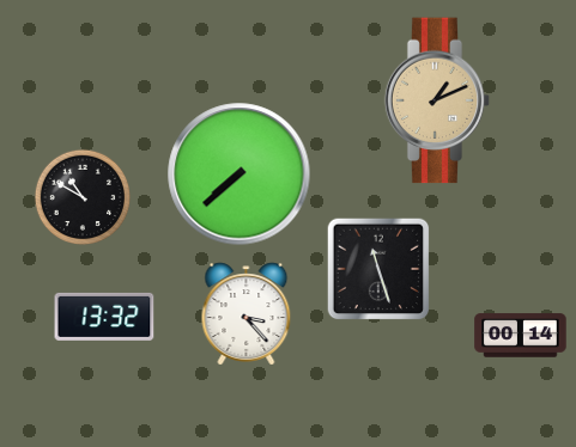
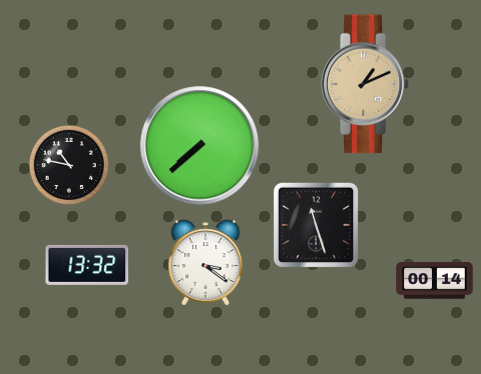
clock at (81, 196): 10:50 -> 10:47
clock at (247, 314): 3:23 -> 3:21
